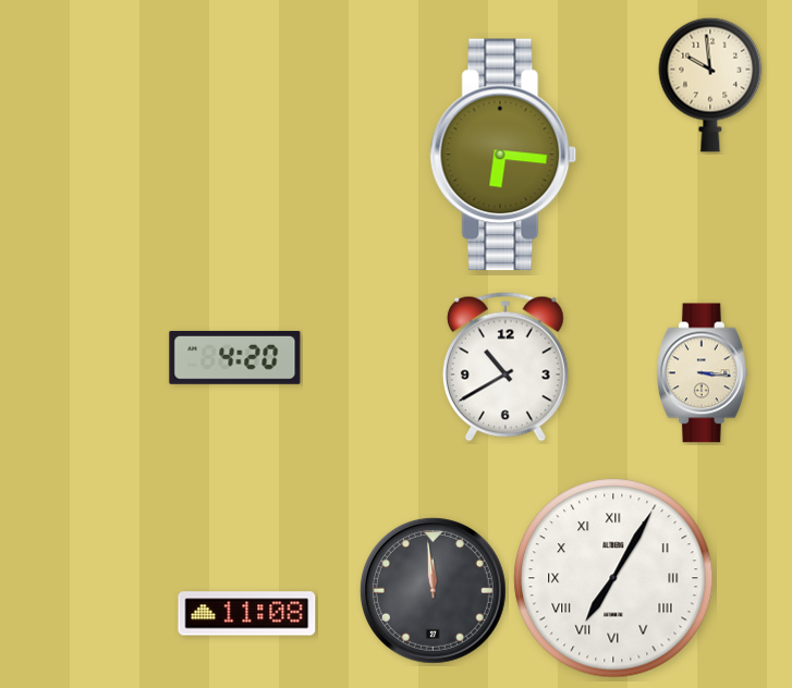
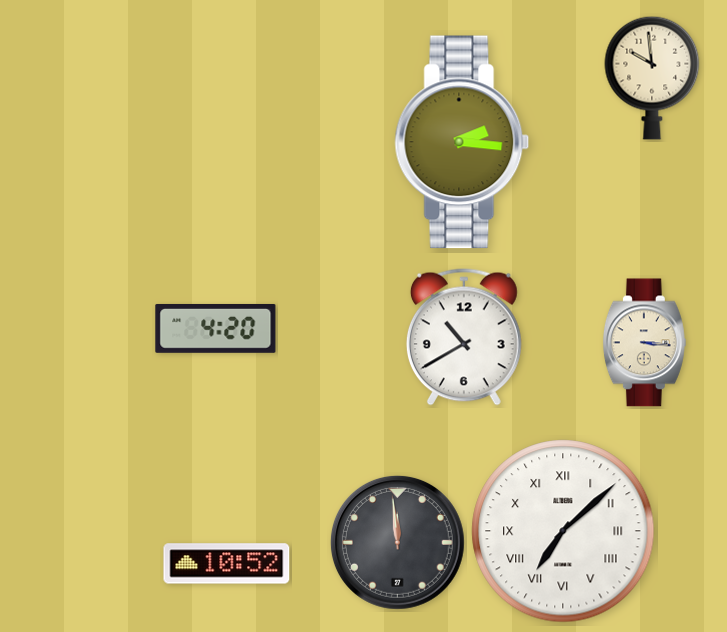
clock at (503, 155): 6:16 -> 2:16
clock at (613, 578): 7:05 -> 7:08
clock at (247, 614): 11:08 -> 10:52
